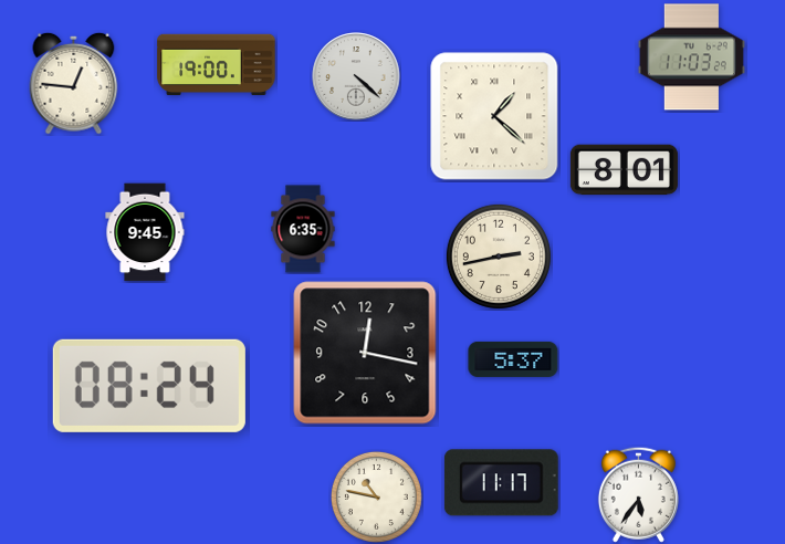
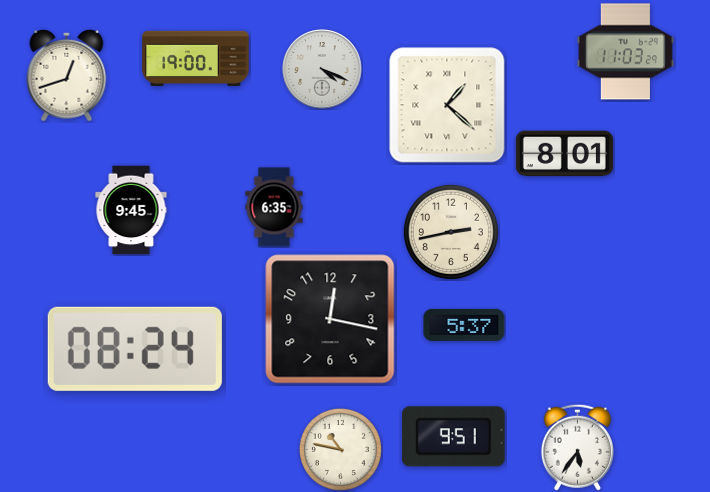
clock at (356, 76): 4:22 -> 4:19
clock at (74, 83): 12:46 -> 12:42
clock at (501, 483): 11:17 -> 9:51
